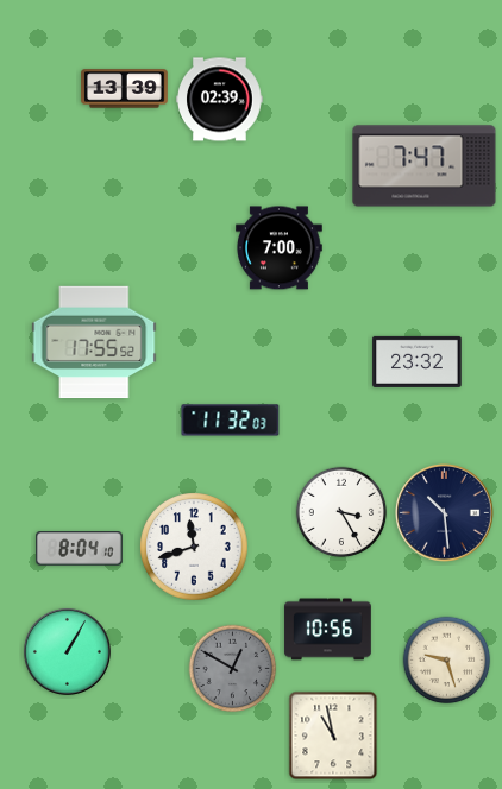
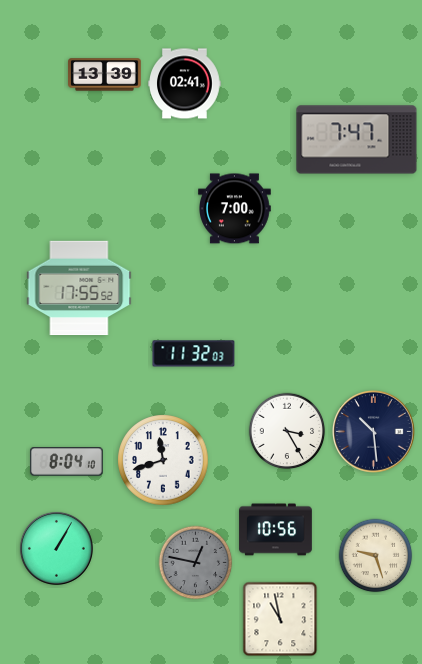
clock at (220, 100): 02:39 -> 02:41
clock at (418, 361): 23:32 -> none
clock at (233, 669): 12:50 -> 12:47
